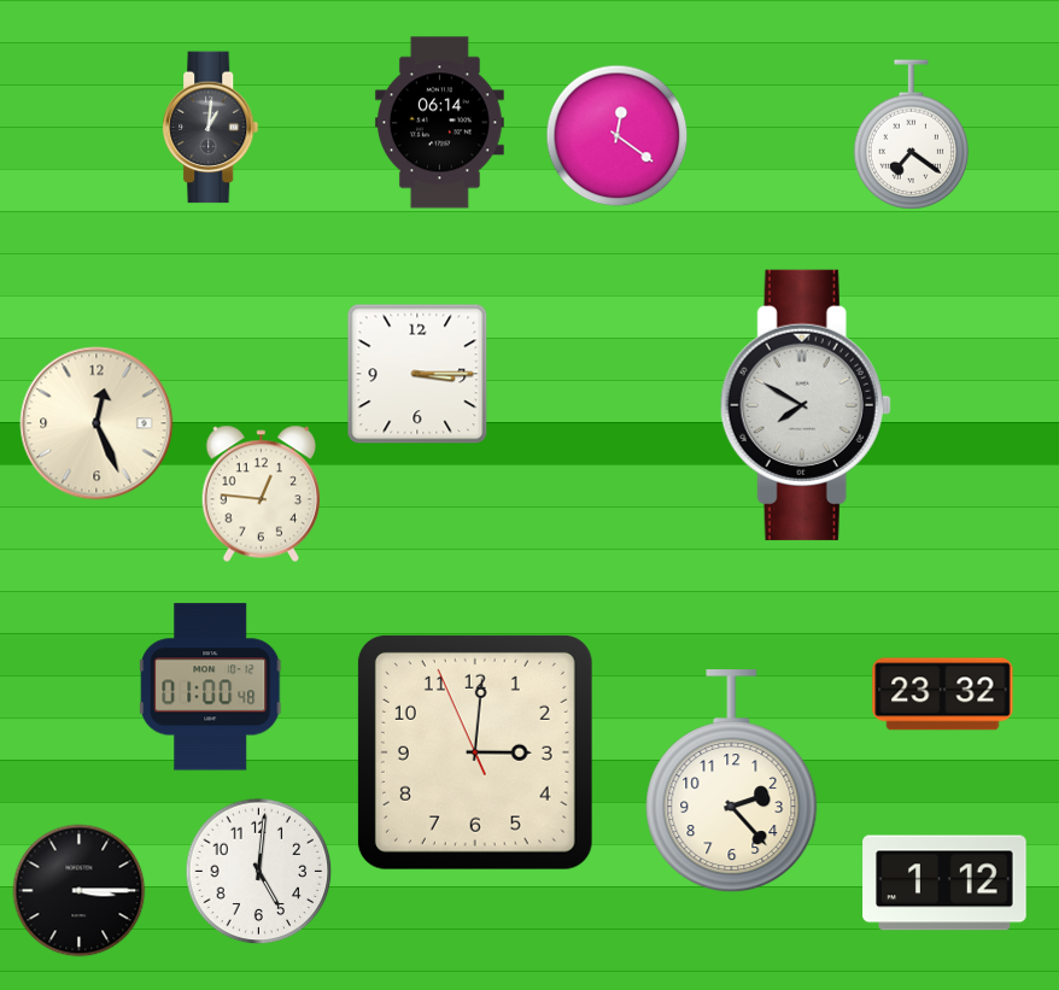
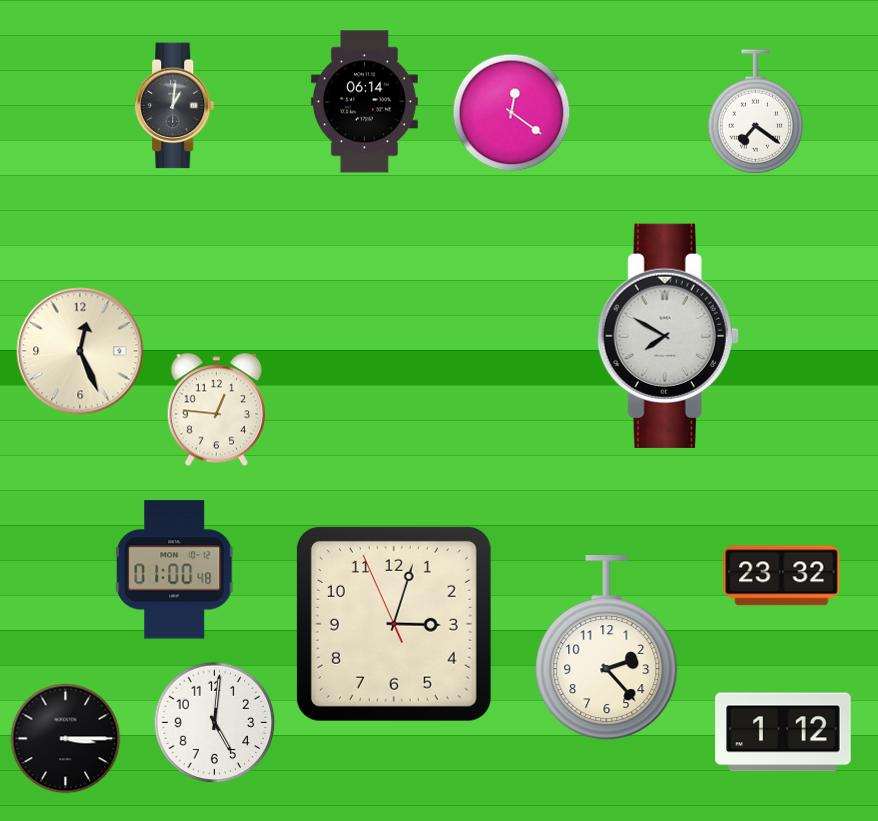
clock at (417, 374): 3:15 -> none
clock at (475, 752): 3:00 -> 3:02
